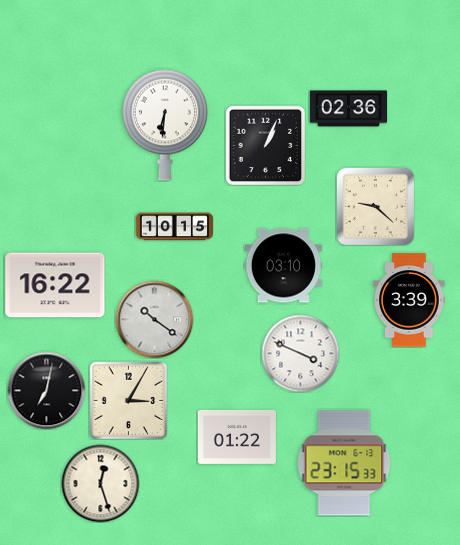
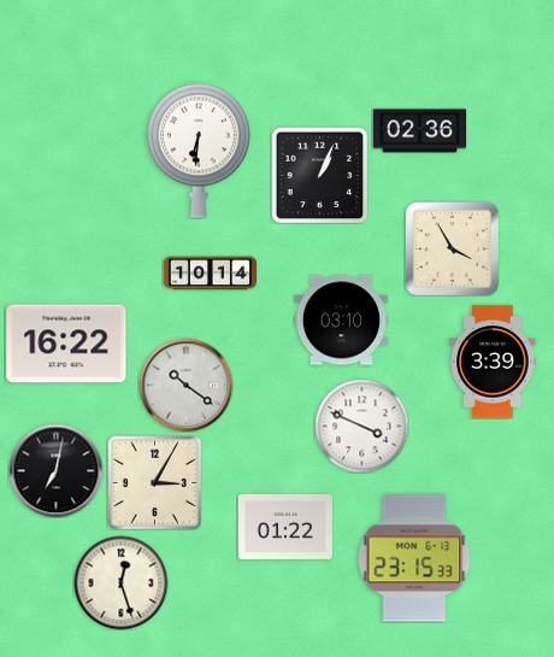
clock at (375, 206): 9:22 -> 3:55
clock at (174, 227): 10:15 -> 10:14
